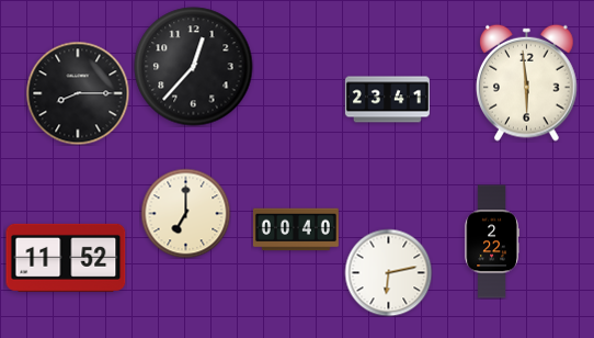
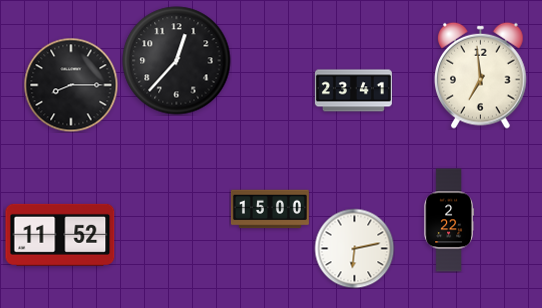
clock at (527, 82): 5:59 -> 6:59
clock at (185, 213): 7:00 -> none
clock at (296, 229): 00:40 -> 15:00
